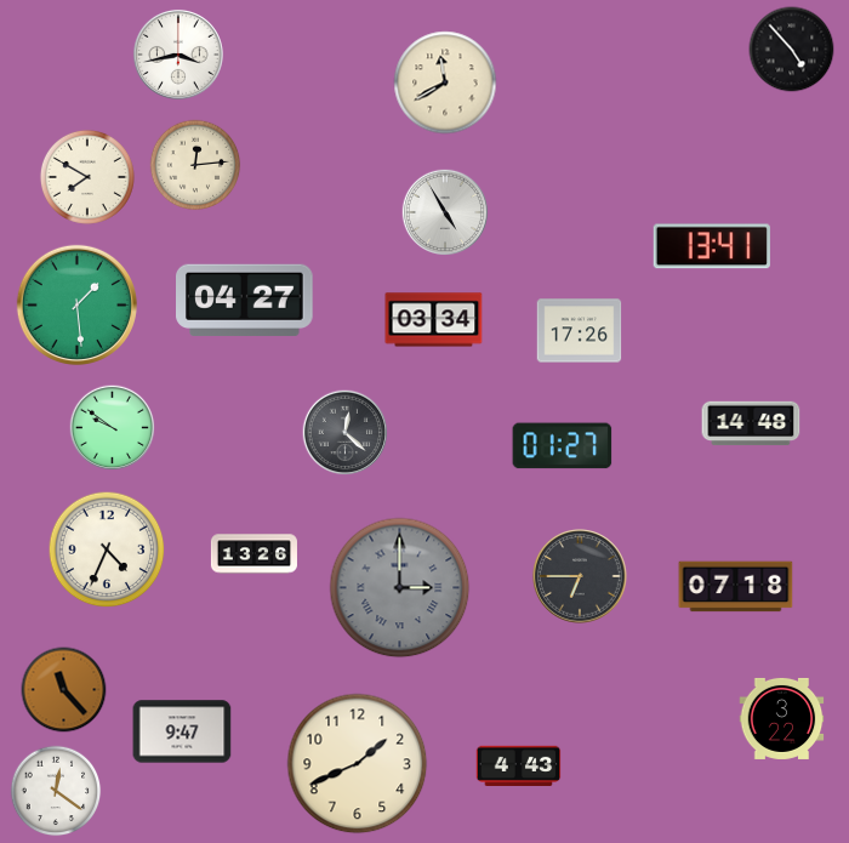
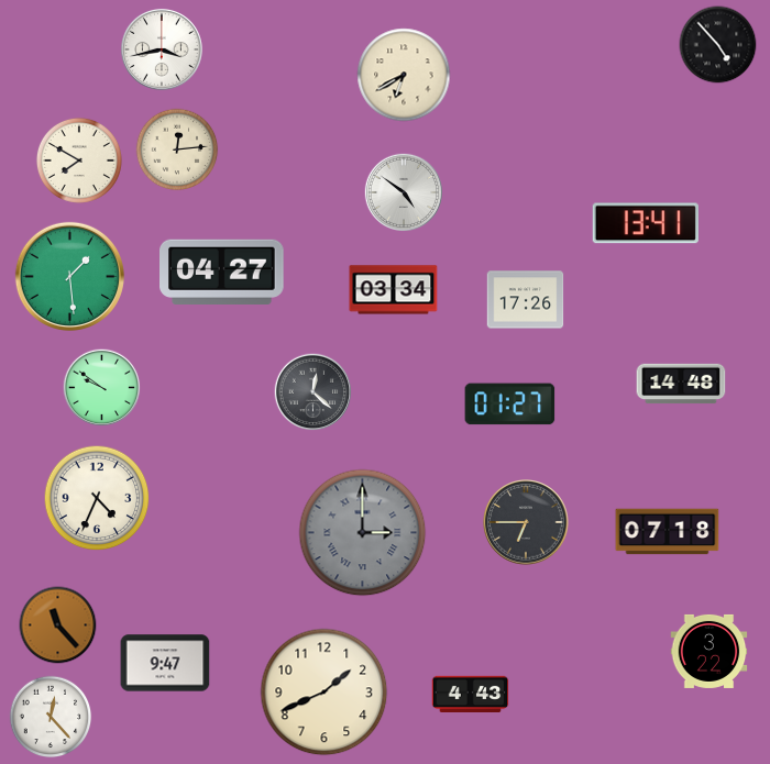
clock at (445, 82): 11:40 -> 6:40
clock at (444, 211): 4:55 -> 4:51
clock at (253, 554): 13:26 -> none
clock at (56, 791): 12:21 -> 12:23
